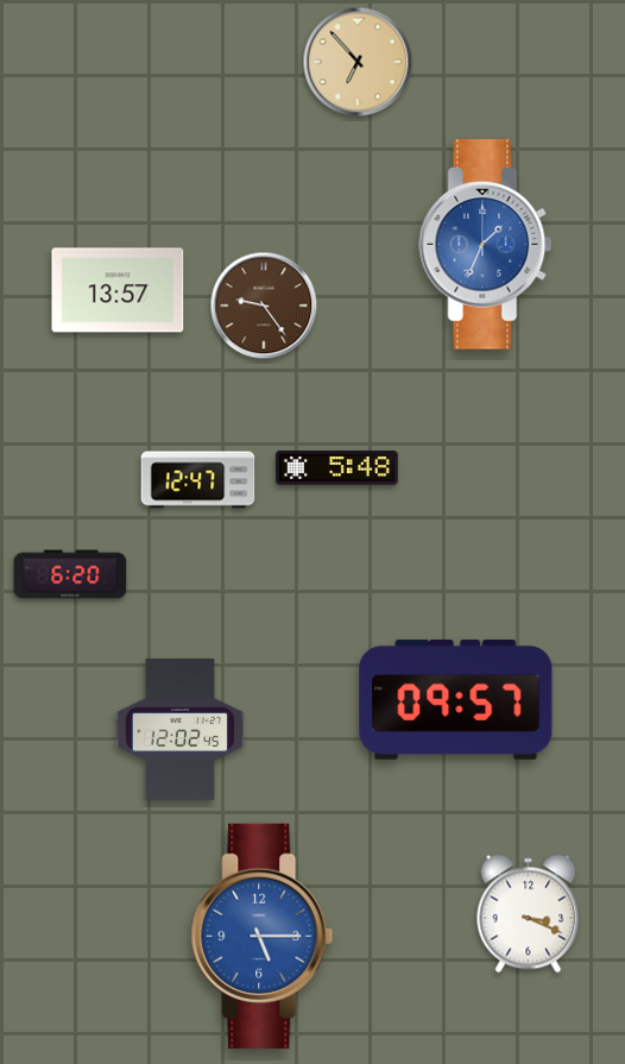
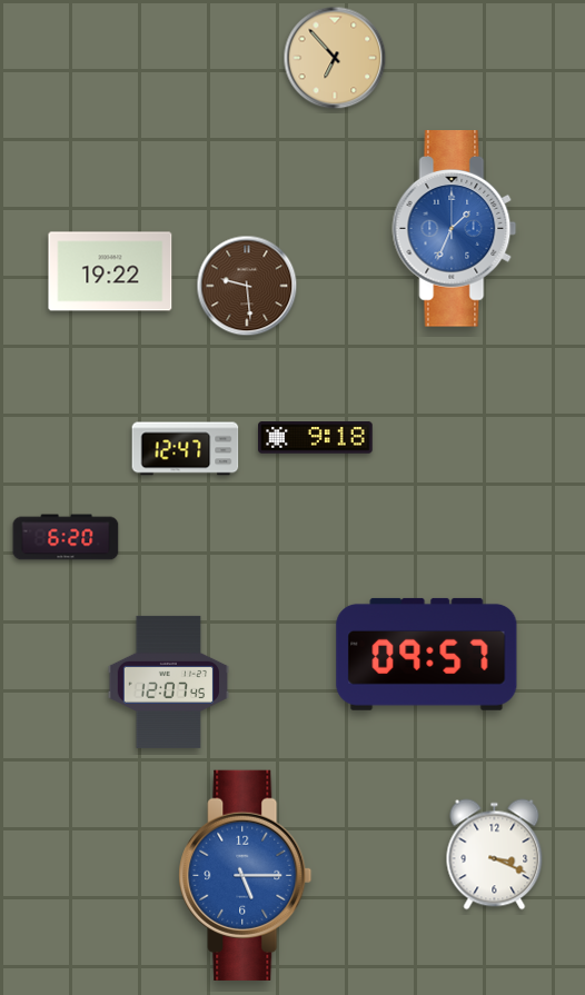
clock at (118, 290): 13:57 -> 19:22
clock at (264, 306): 9:24 -> 9:29
clock at (337, 468): 5:48 -> 9:18
clock at (181, 729): 12:02 -> 12:07
